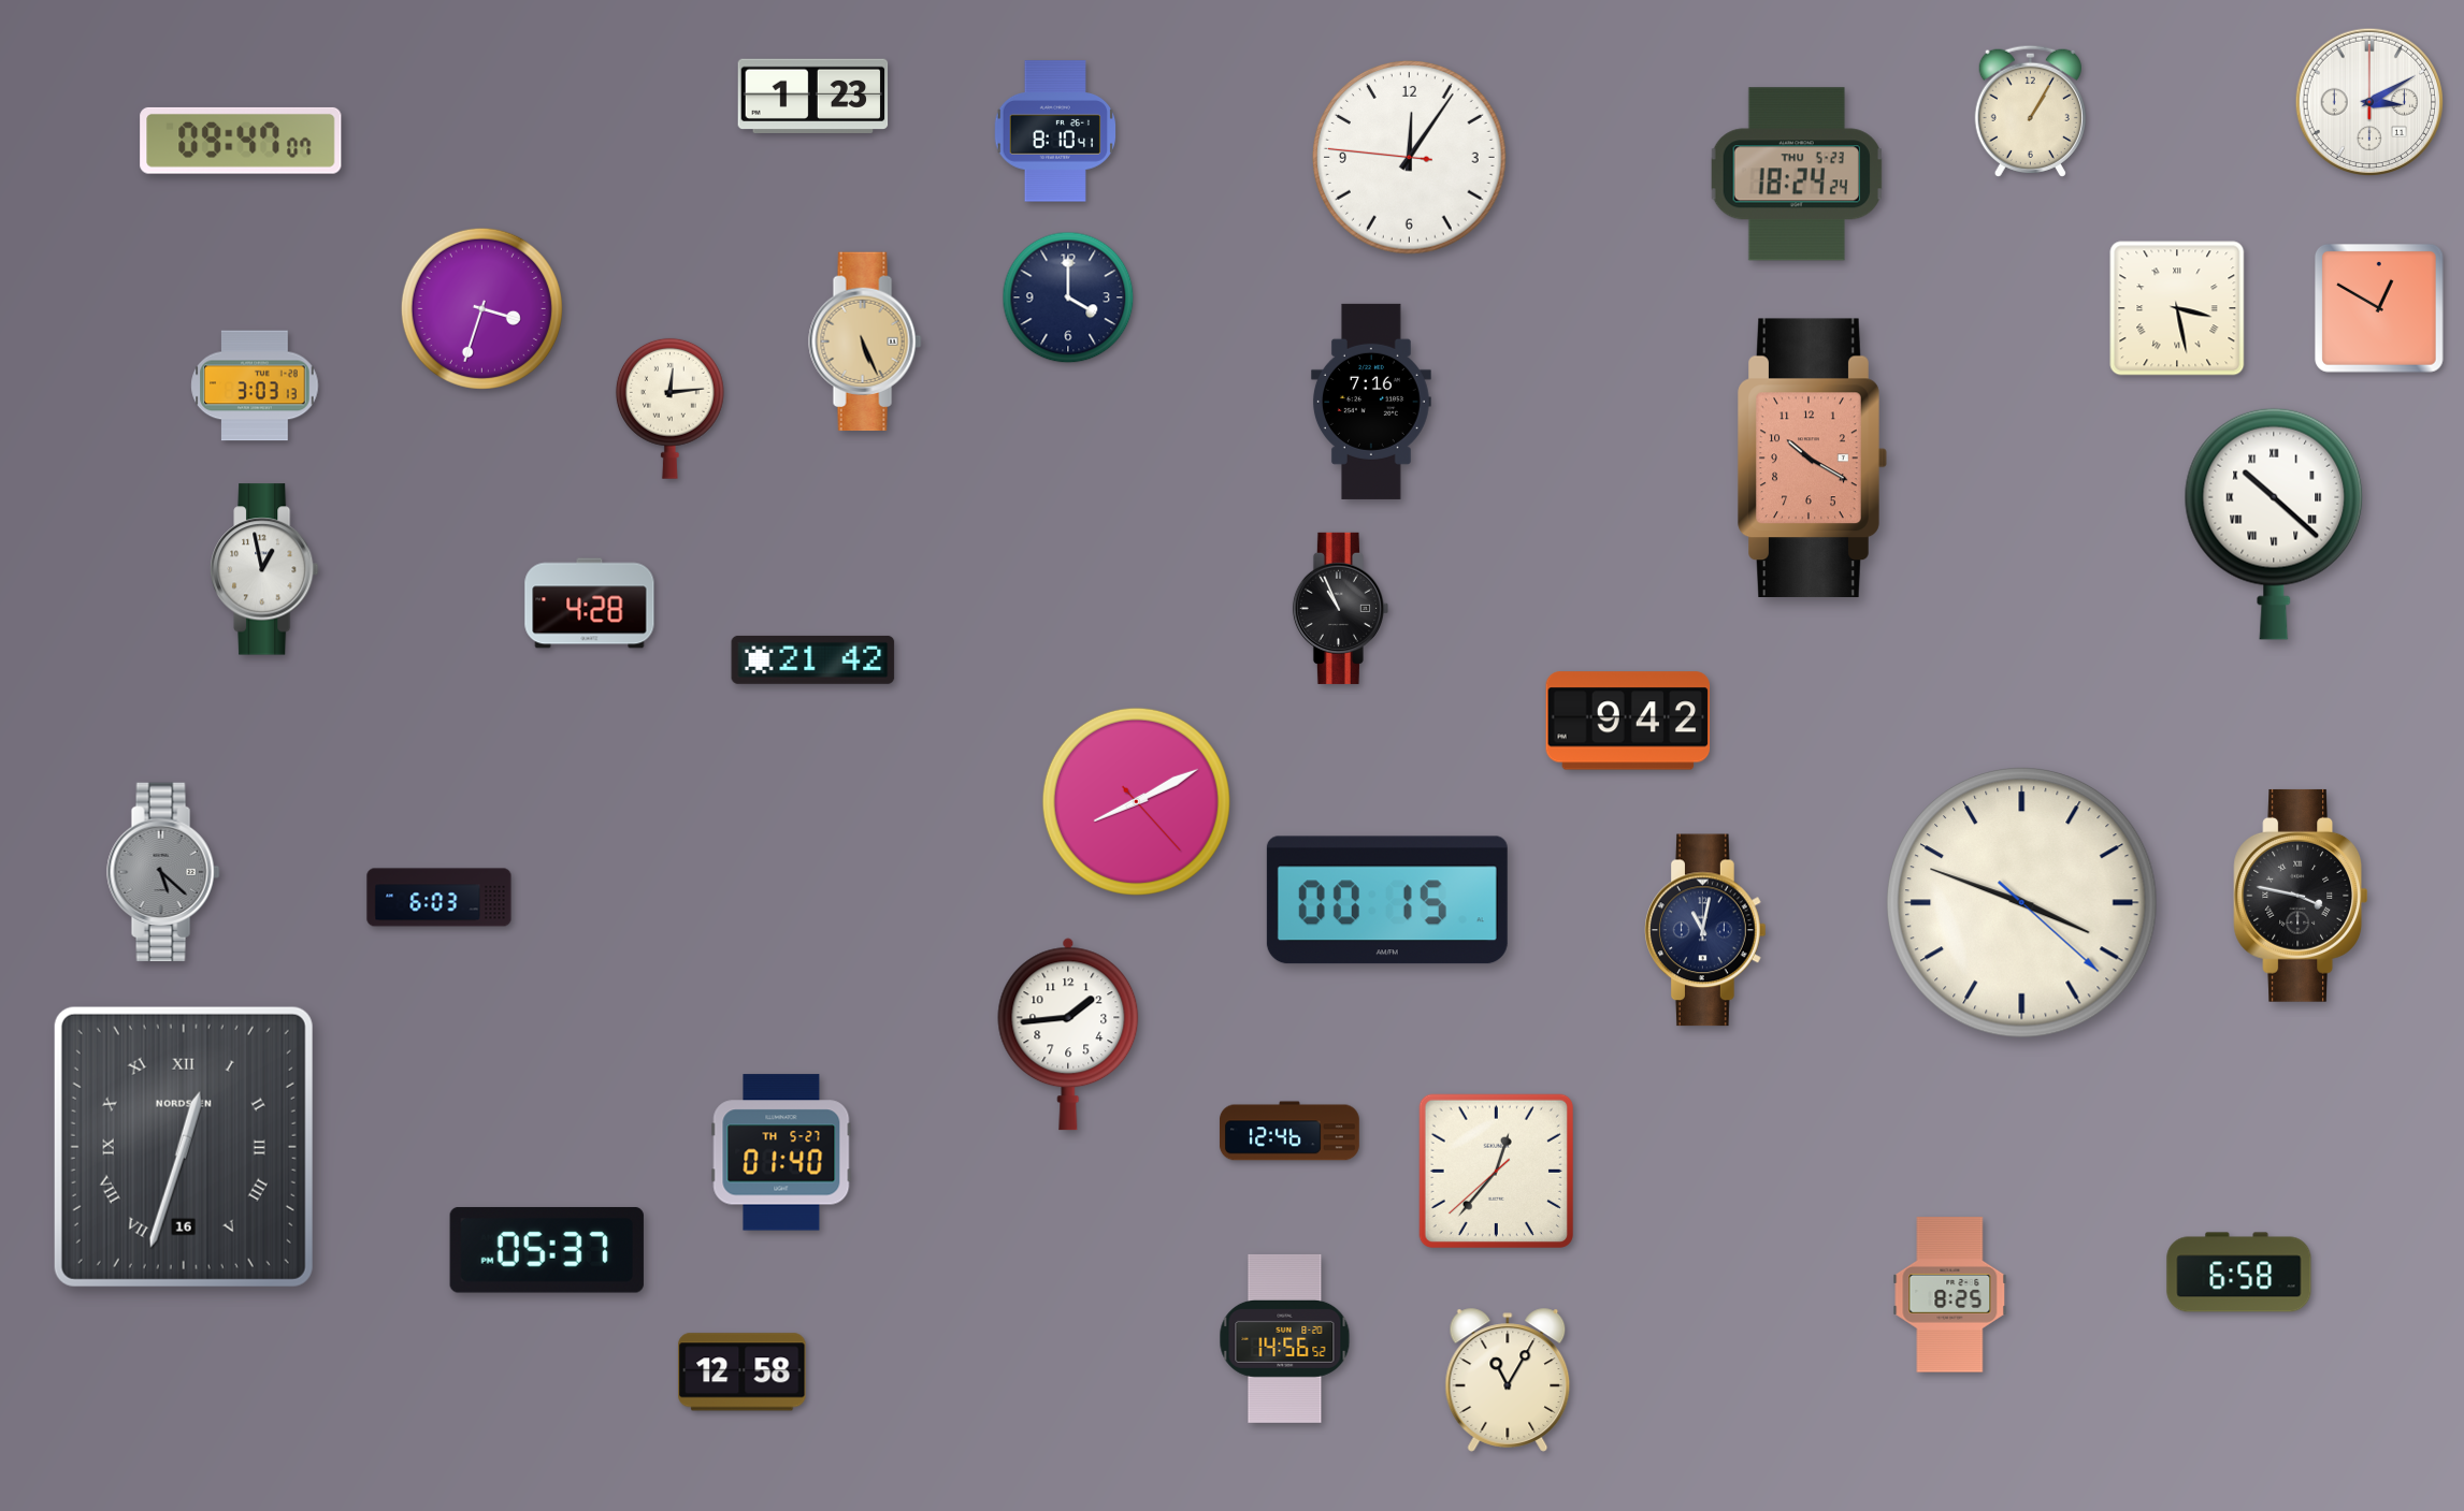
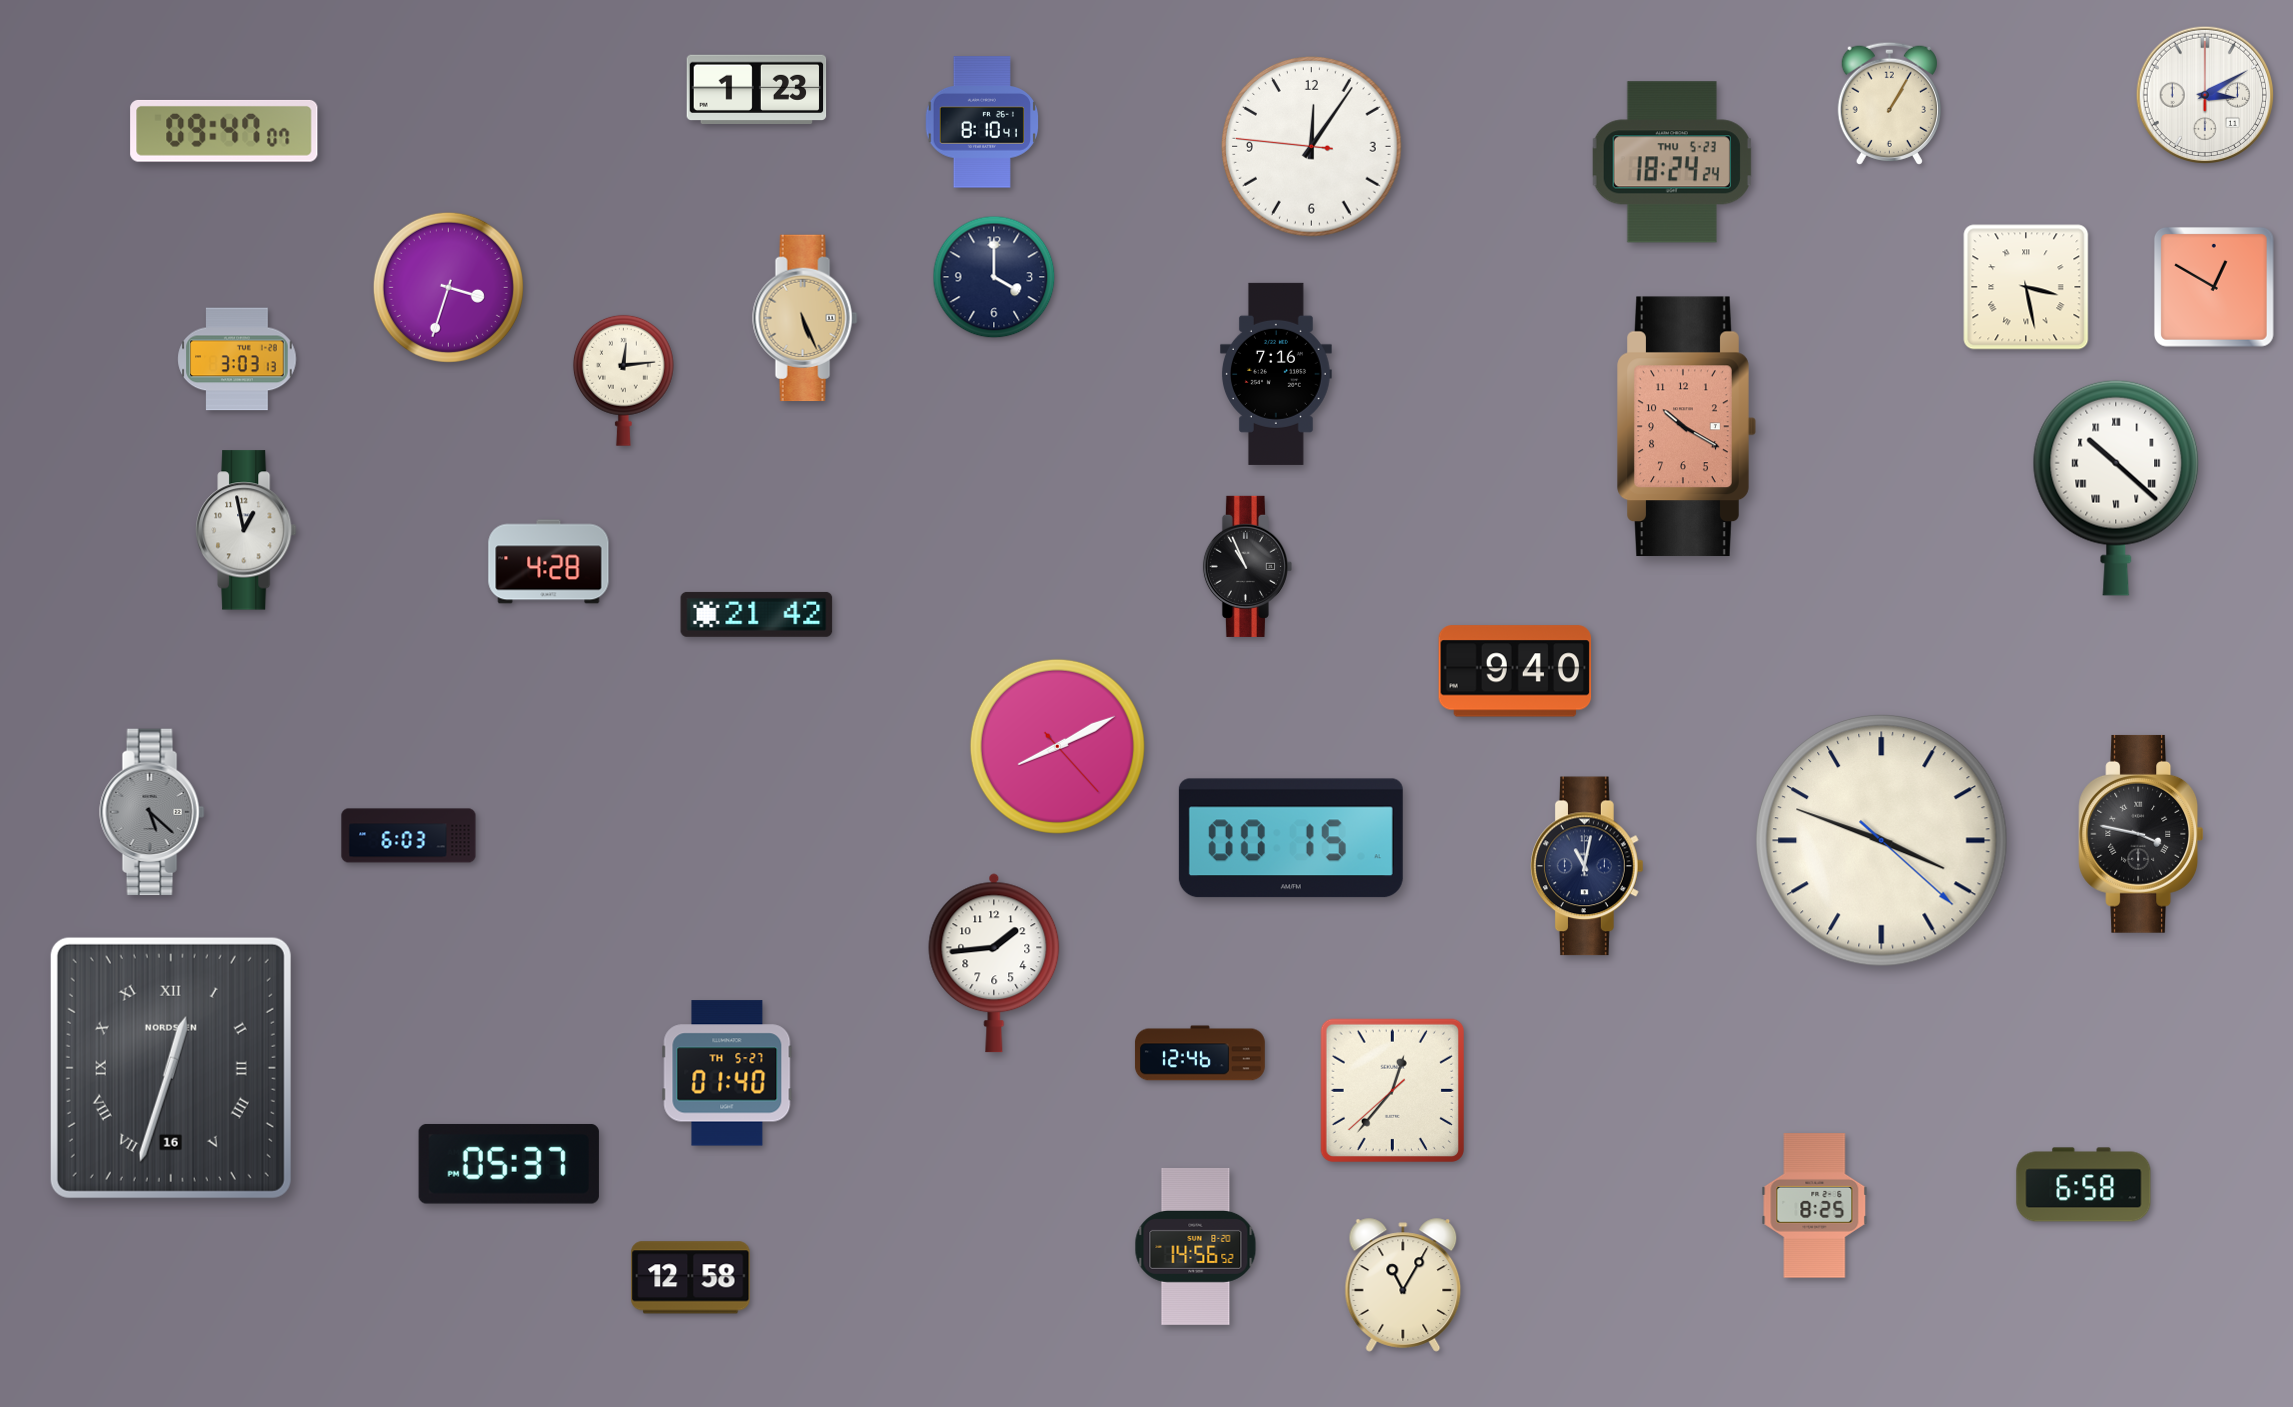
clock at (1628, 721): 9:42 -> 9:40
